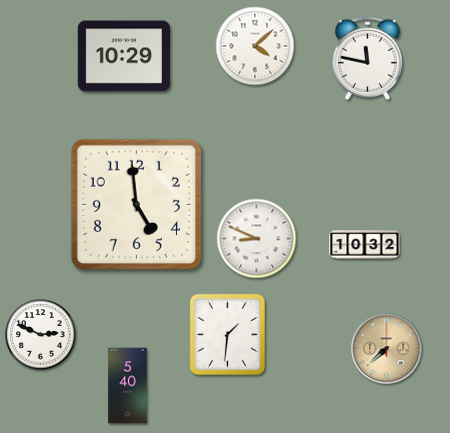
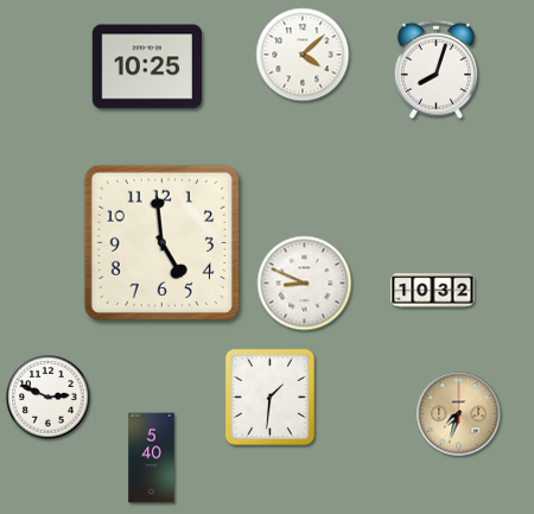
clock at (123, 56): 10:29 -> 10:25
clock at (367, 58): 11:47 -> 8:03
clock at (387, 349): 7:38 -> 7:33
